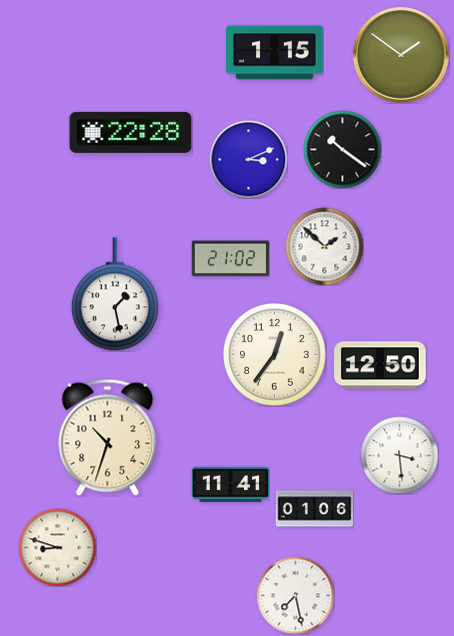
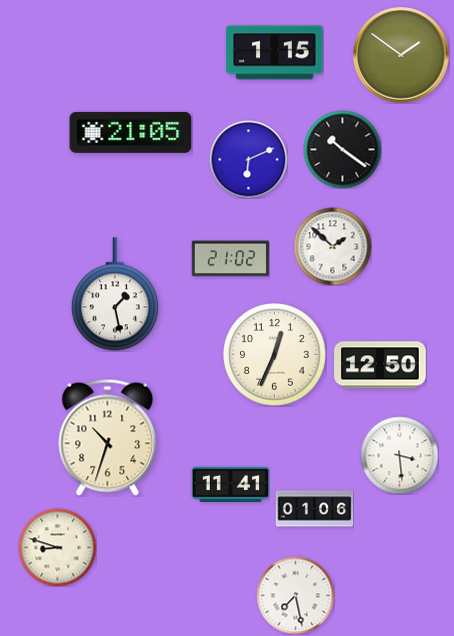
clock at (131, 132): 22:28 -> 21:05
clock at (248, 159): 3:11 -> 6:11
clock at (324, 246) position: (324, 246) -> (332, 246)
clock at (275, 355): 12:36 -> 12:34
